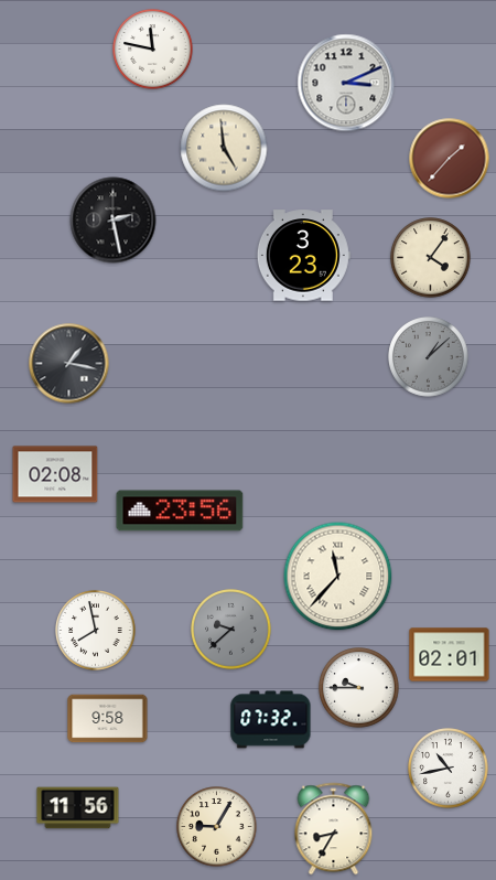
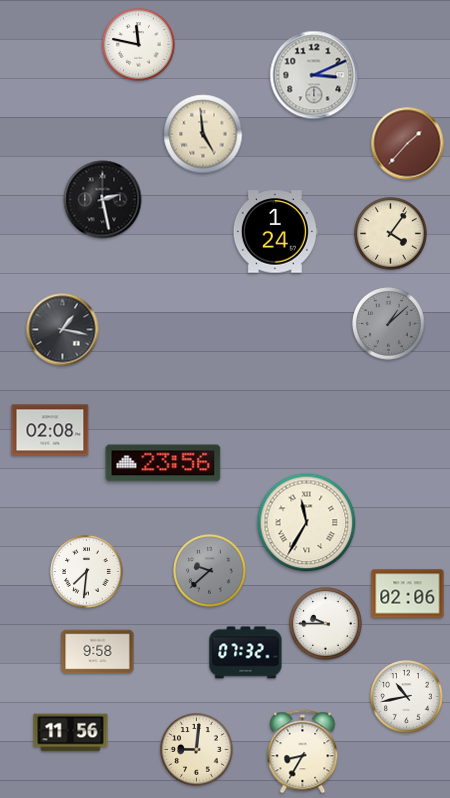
clock at (303, 256): 3:23 -> 1:24
clock at (338, 577): 11:37 -> 11:35
clock at (96, 631): 7:58 -> 7:31
clock at (450, 655): 02:01 -> 02:06
clock at (217, 827): 9:05 -> 9:01
